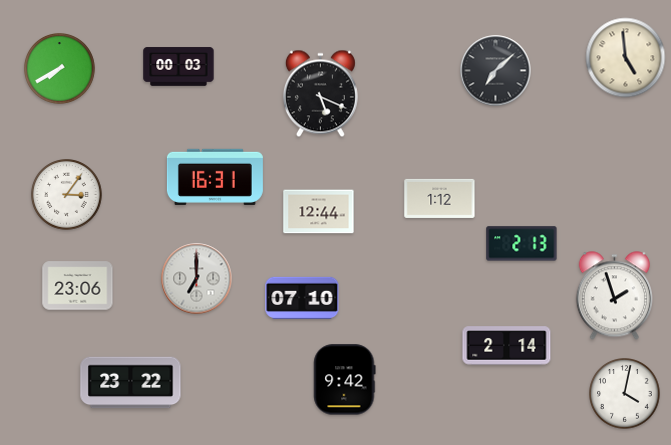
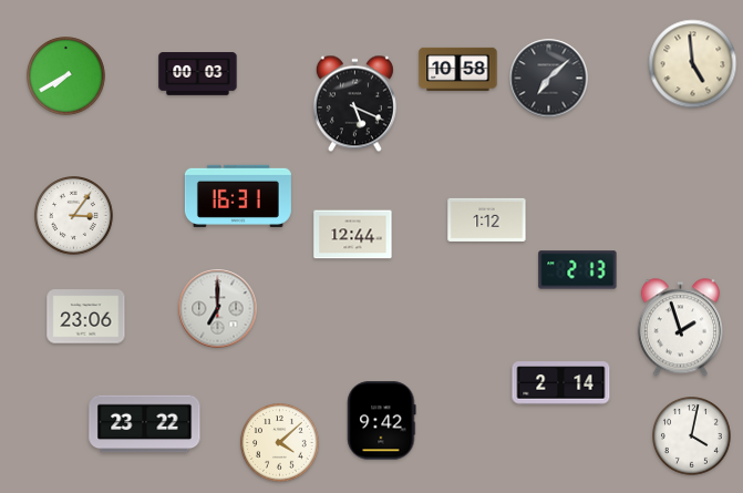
clock at (458, 69): none -> 10:58
clock at (302, 298): 07:10 -> none
clock at (280, 443): none -> 4:08
